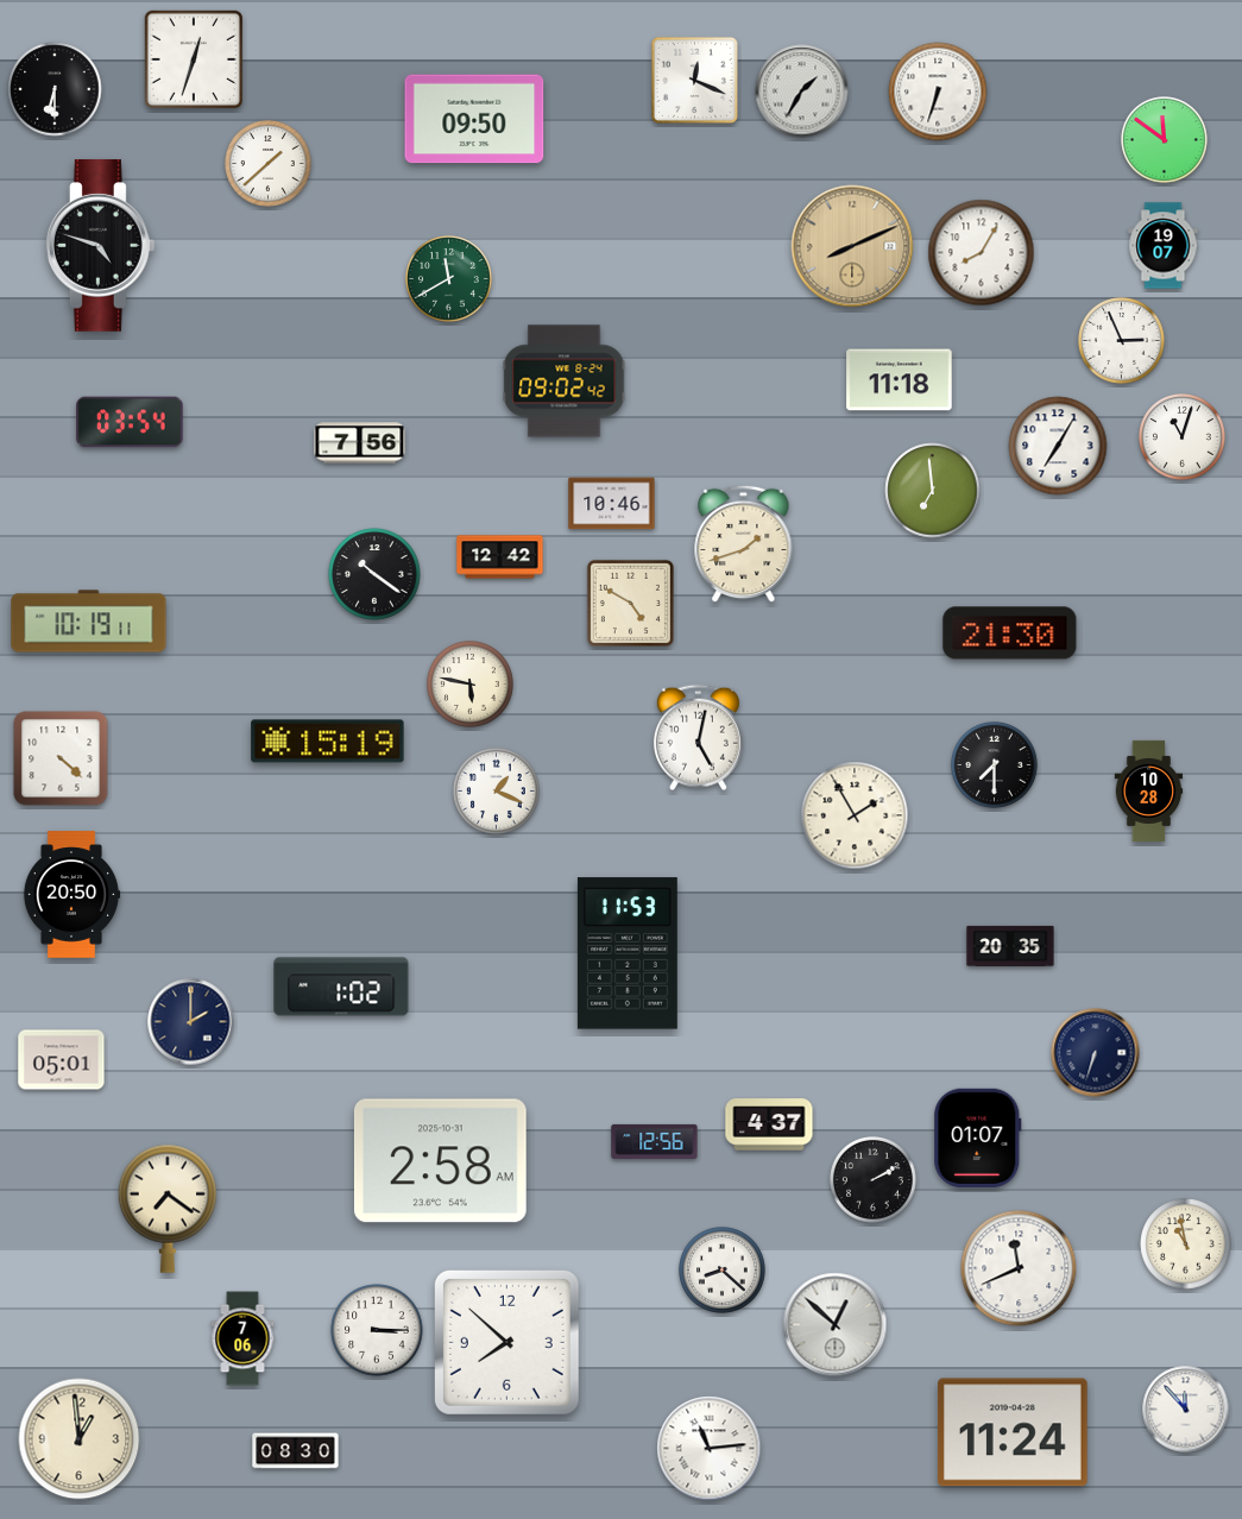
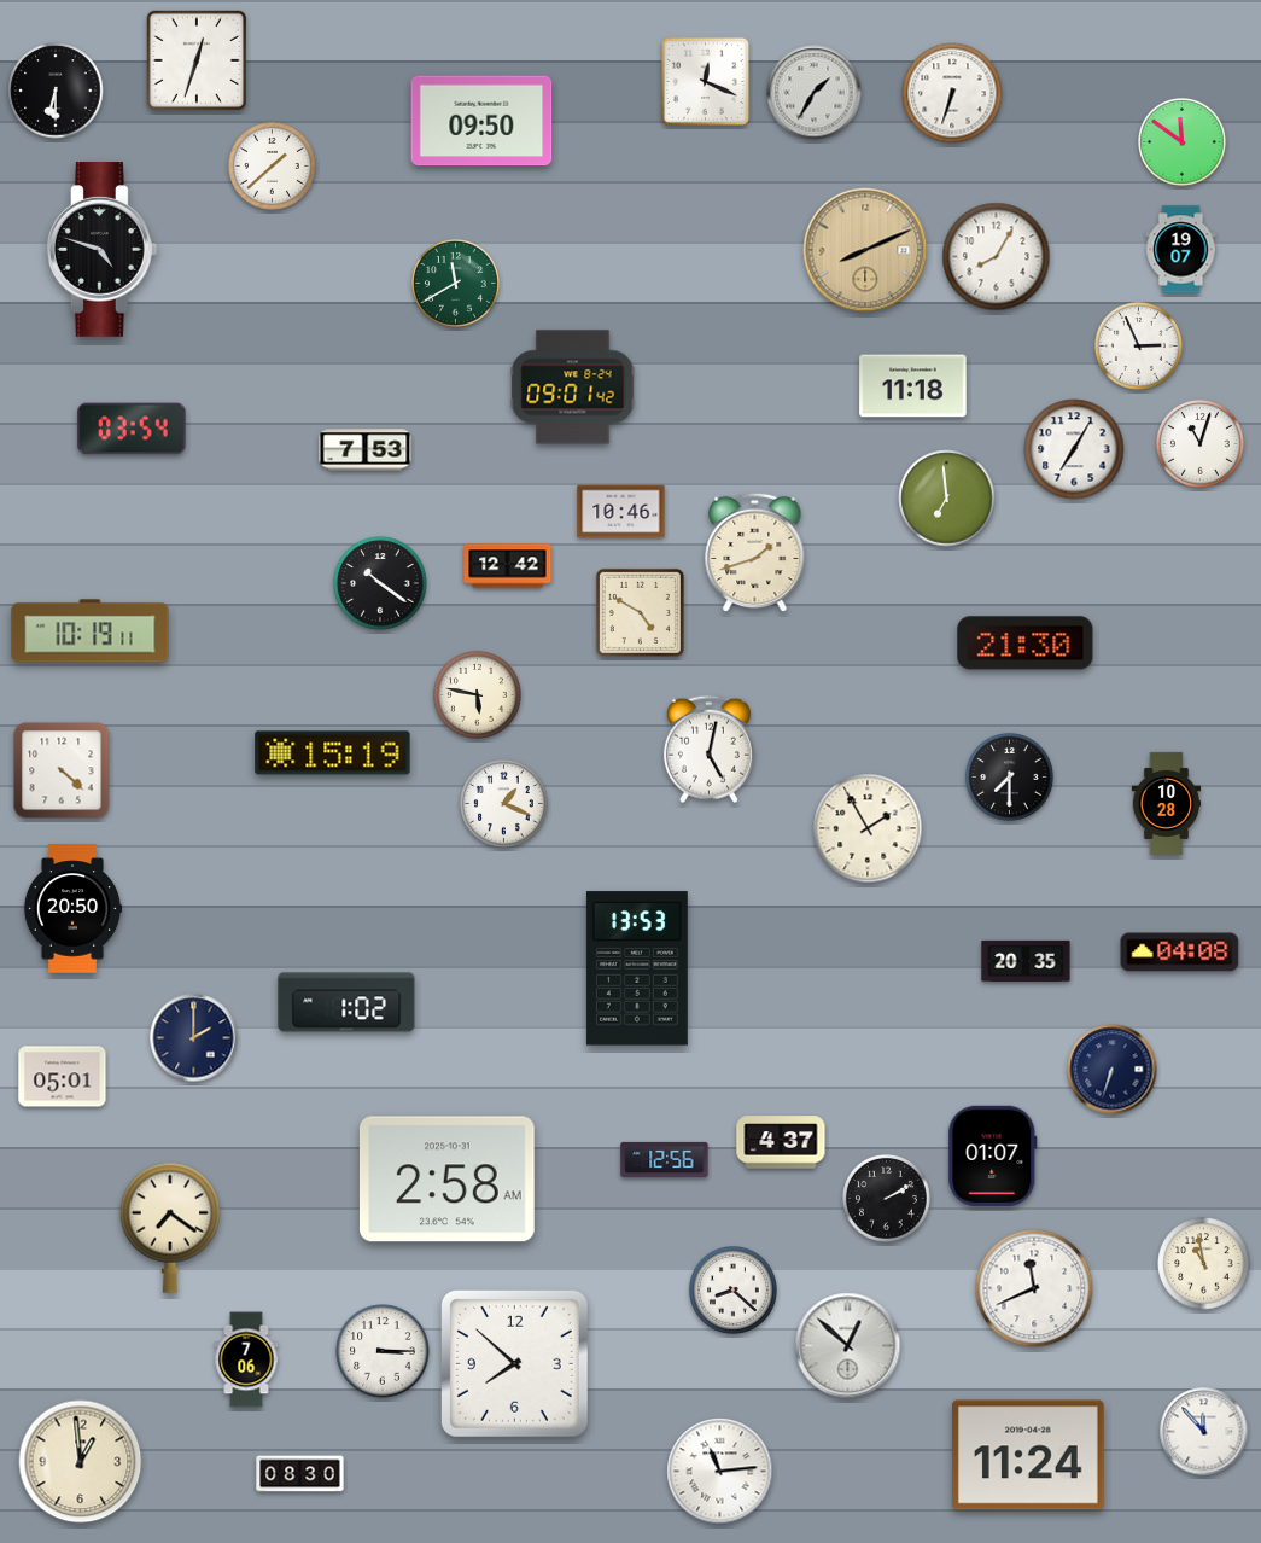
clock at (565, 382): 09:02 -> 09:01
clock at (360, 443): 7:56 -> 7:53
clock at (1058, 446) position: (1058, 446) -> (1074, 449)
clock at (1180, 953): none -> 04:08
clock at (628, 953): 11:53 -> 13:53
